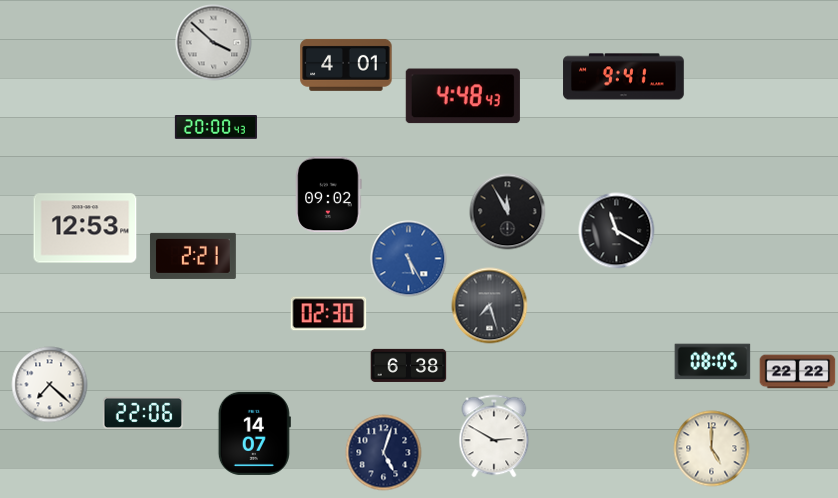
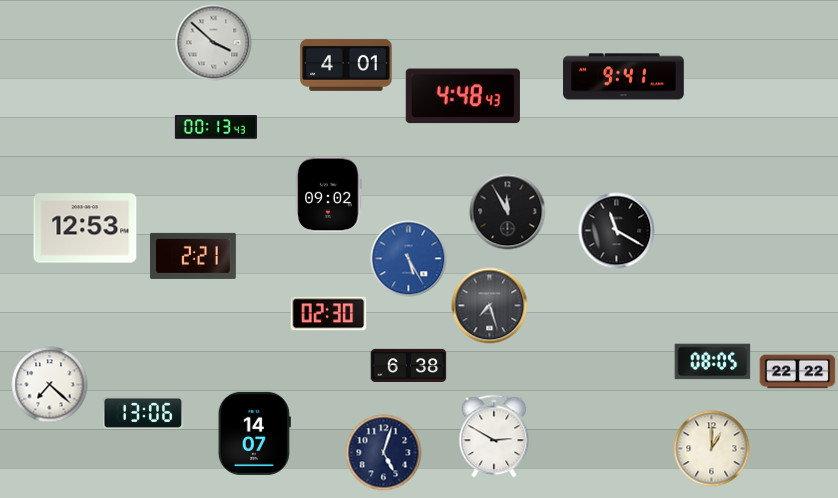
clock at (216, 128): 20:00 -> 00:13
clock at (142, 412): 22:06 -> 13:06
clock at (712, 449): 5:00 -> 1:00
